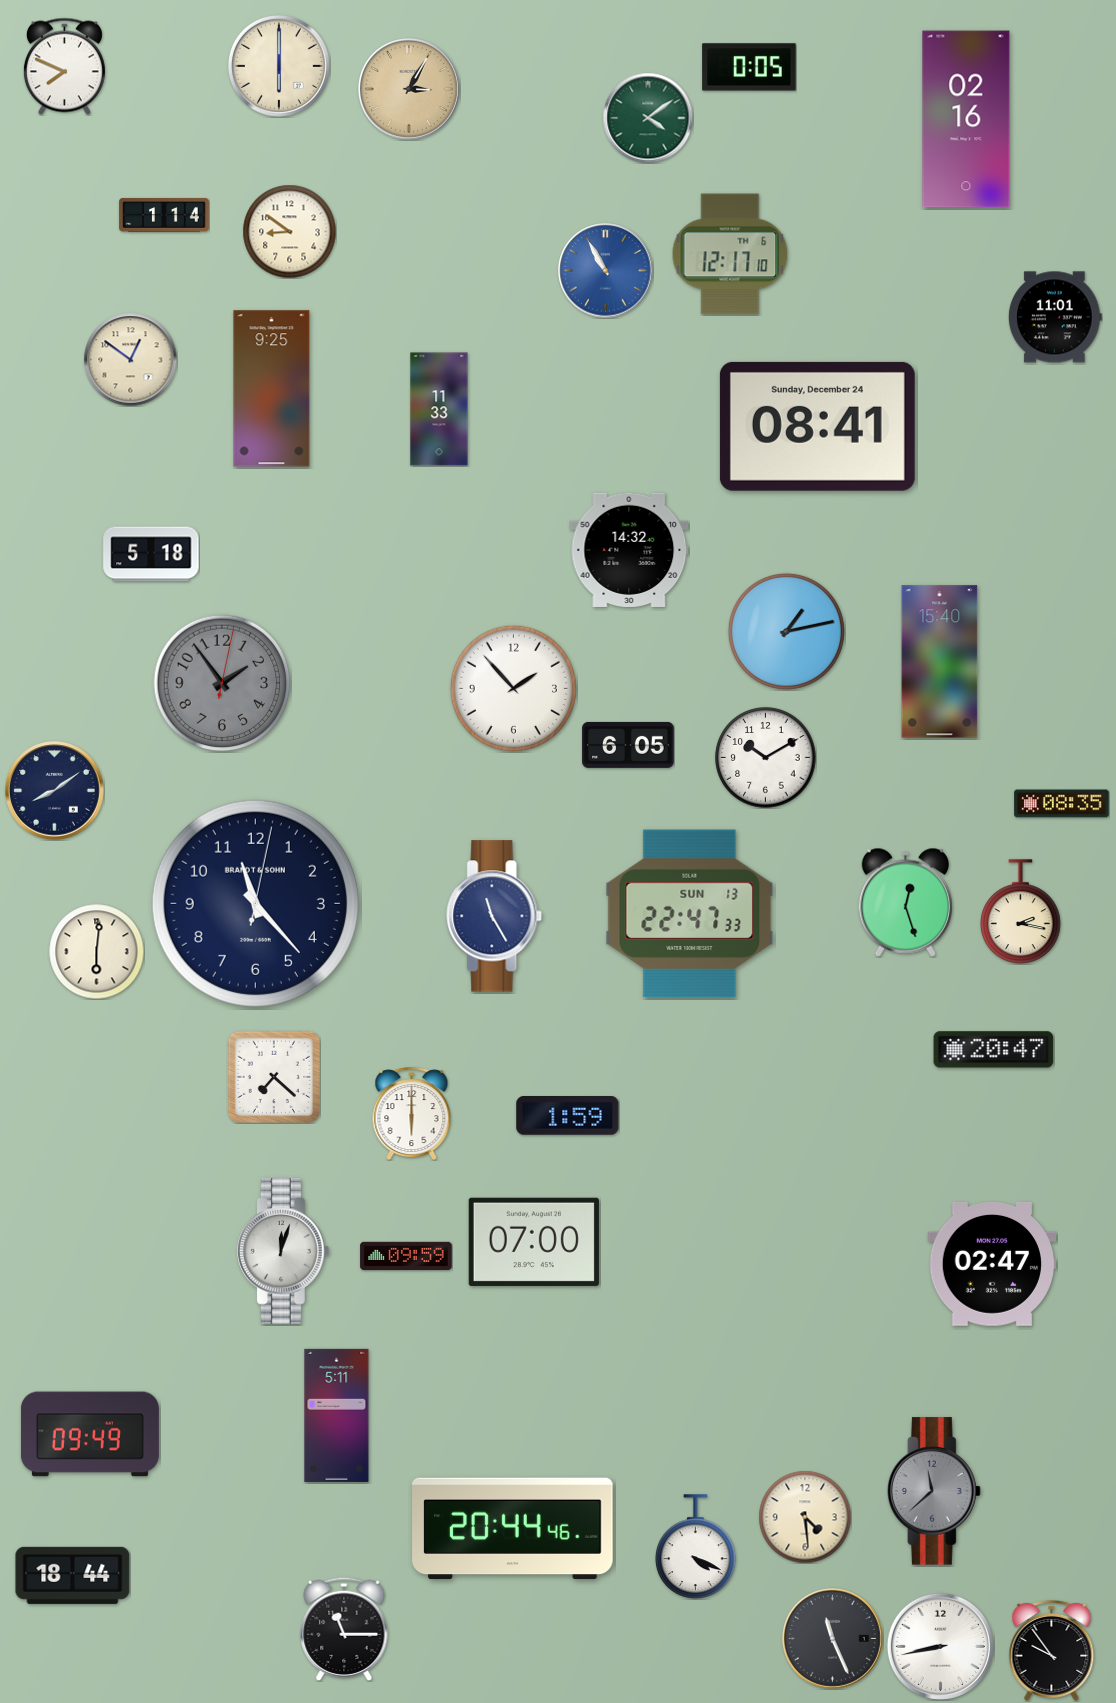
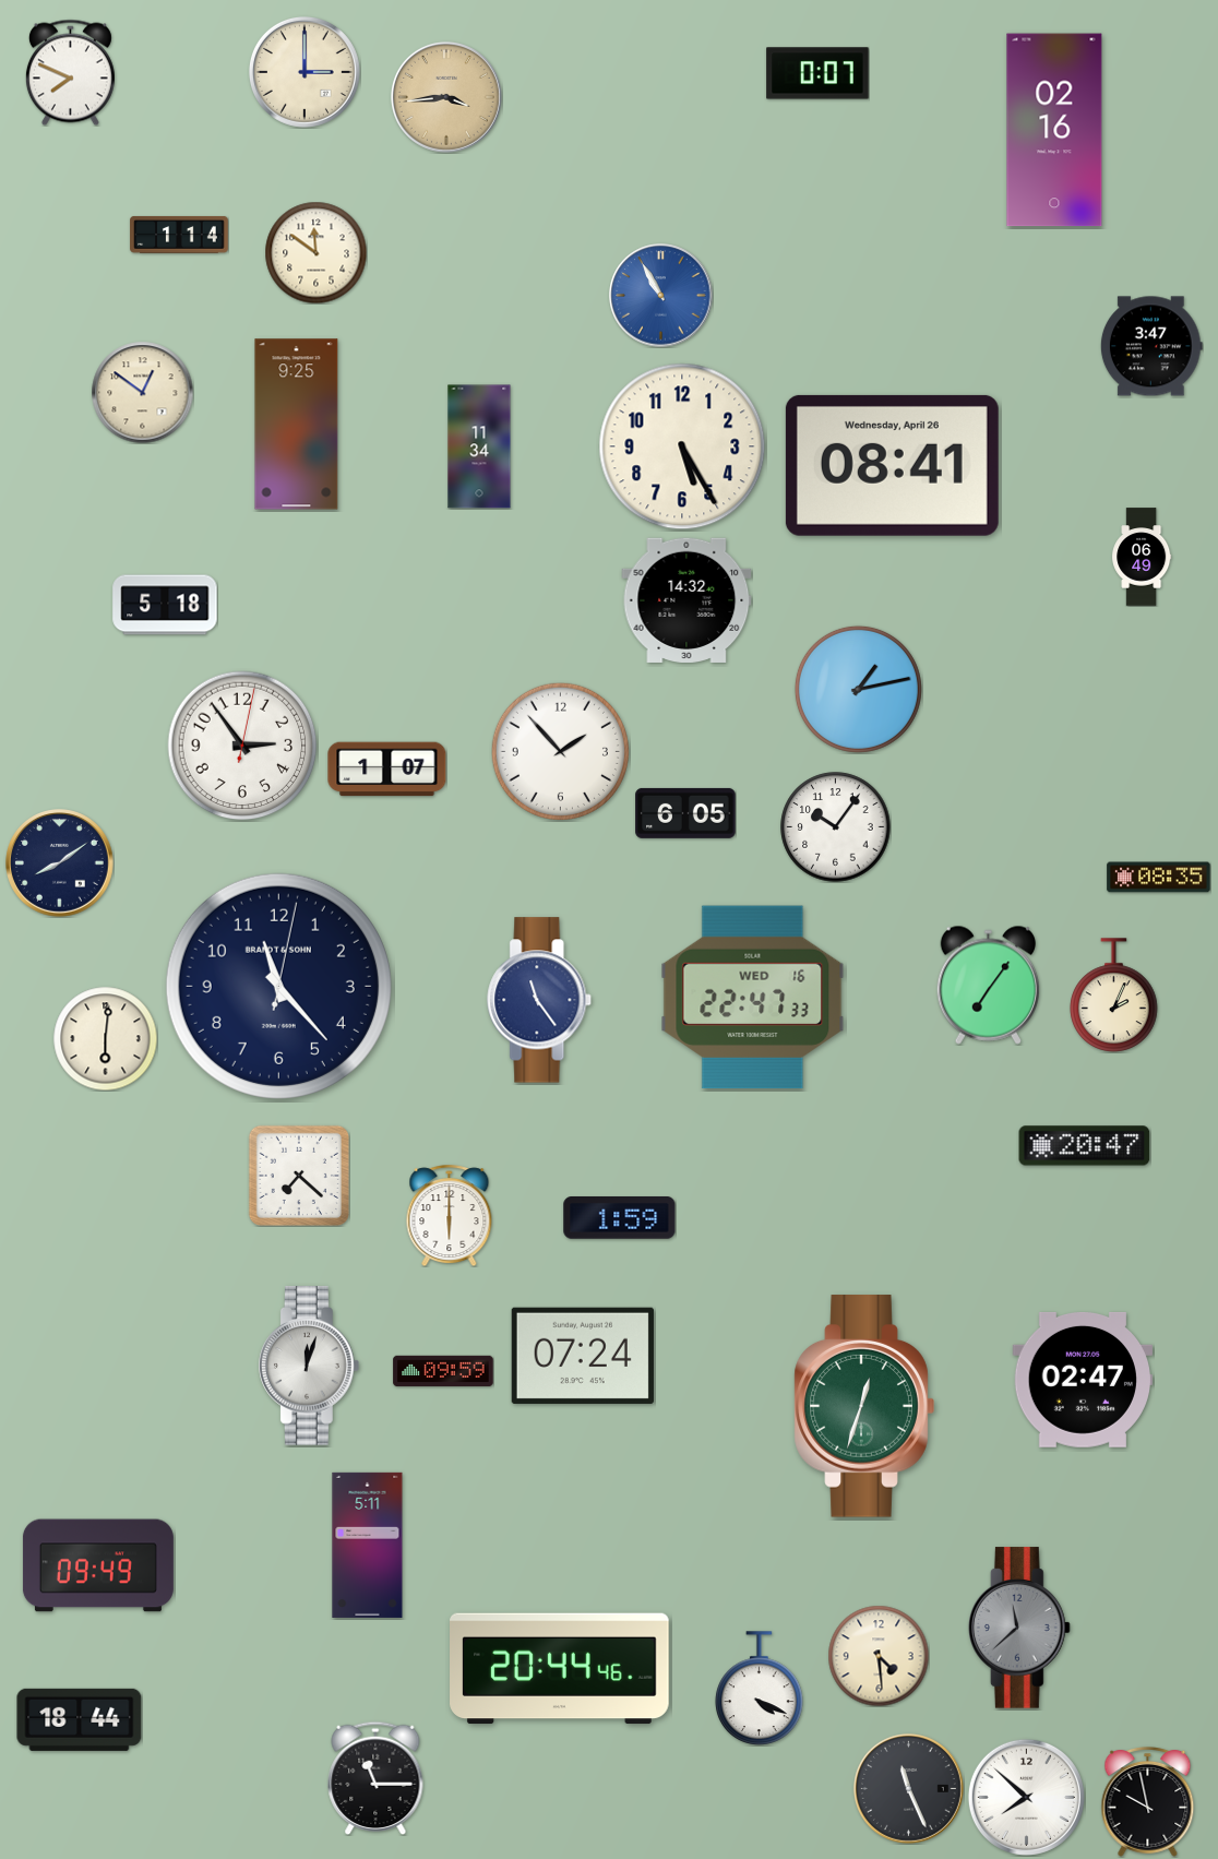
clock at (279, 66): 6:00 -> 3:00
clock at (749, 67): 0:05 -> 0:07
clock at (409, 89): 3:05 -> 3:44
clock at (648, 118): 4:09 -> none
clock at (289, 231): 8:51 -> 11:51
clock at (730, 254): 12:17 -> none
clock at (1055, 317): 11:01 -> 3:47
clock at (439, 409): 11:33 -> 11:34
clock at (682, 446): none -> 5:25
clock at (817, 426) date: Sunday, December 24 -> Wednesday, April 26
clock at (1142, 557): none -> 06:49
clock at (940, 662): 15:40 -> none
clock at (222, 683): 1:54 -> 2:54
clock at (222, 683) dial: grey -> white
clock at (387, 770): none -> 1:07
clock at (766, 758): 10:10 -> 10:06
clock at (906, 902): 12:27 -> 7:06
clock at (1021, 912): 2:17 -> 2:04
clock at (690, 914) date: SUN 13 -> WED 16
clock at (495, 916): 11:25 -> 11:24
clock at (534, 1242): 07:00 -> 07:24
clock at (864, 1406): none -> 12:33
clock at (940, 1646): 8:43 -> 7:52
clock at (1052, 1650): 9:54 -> 9:58
